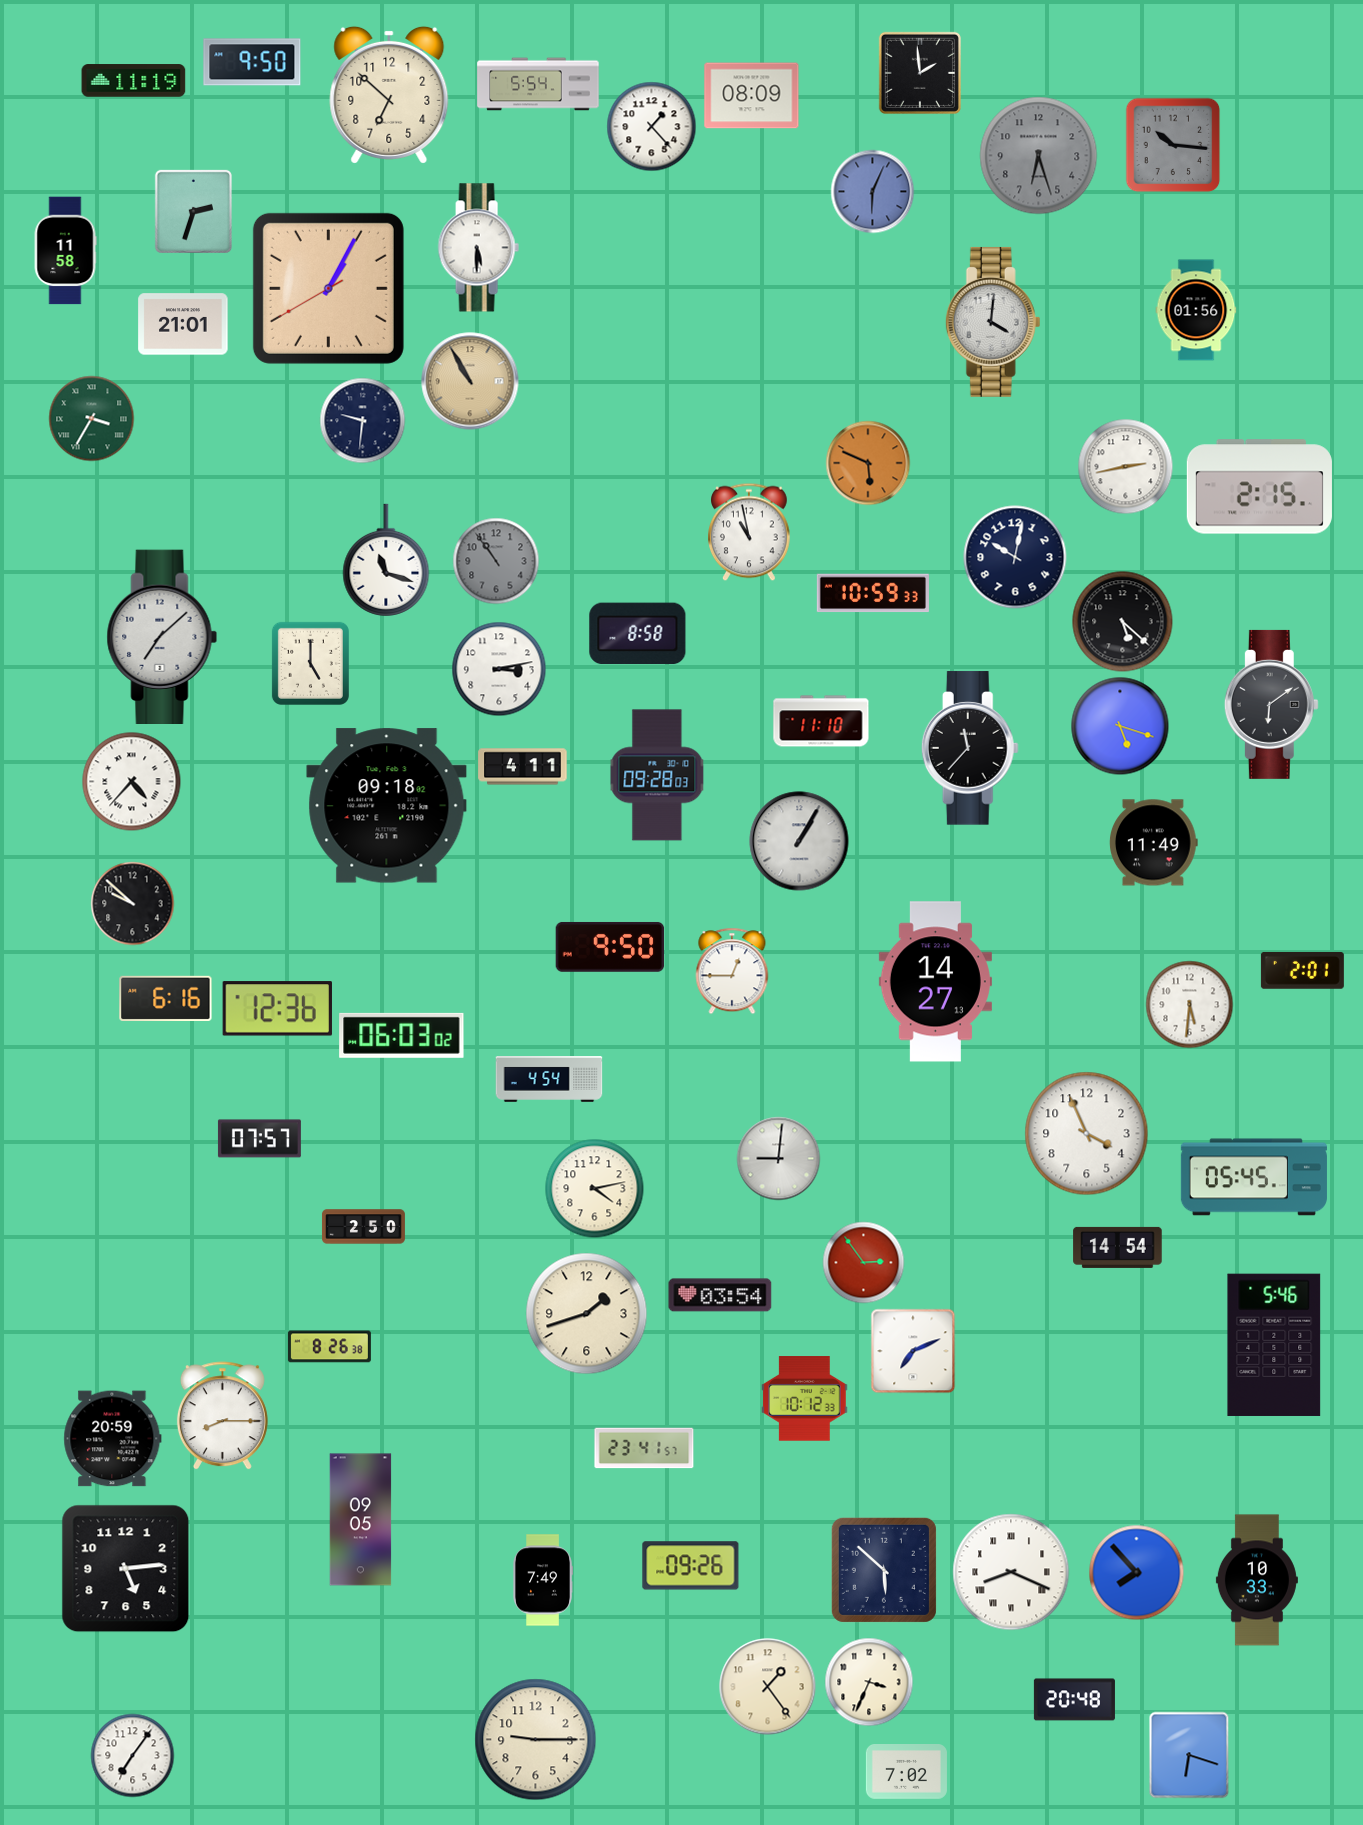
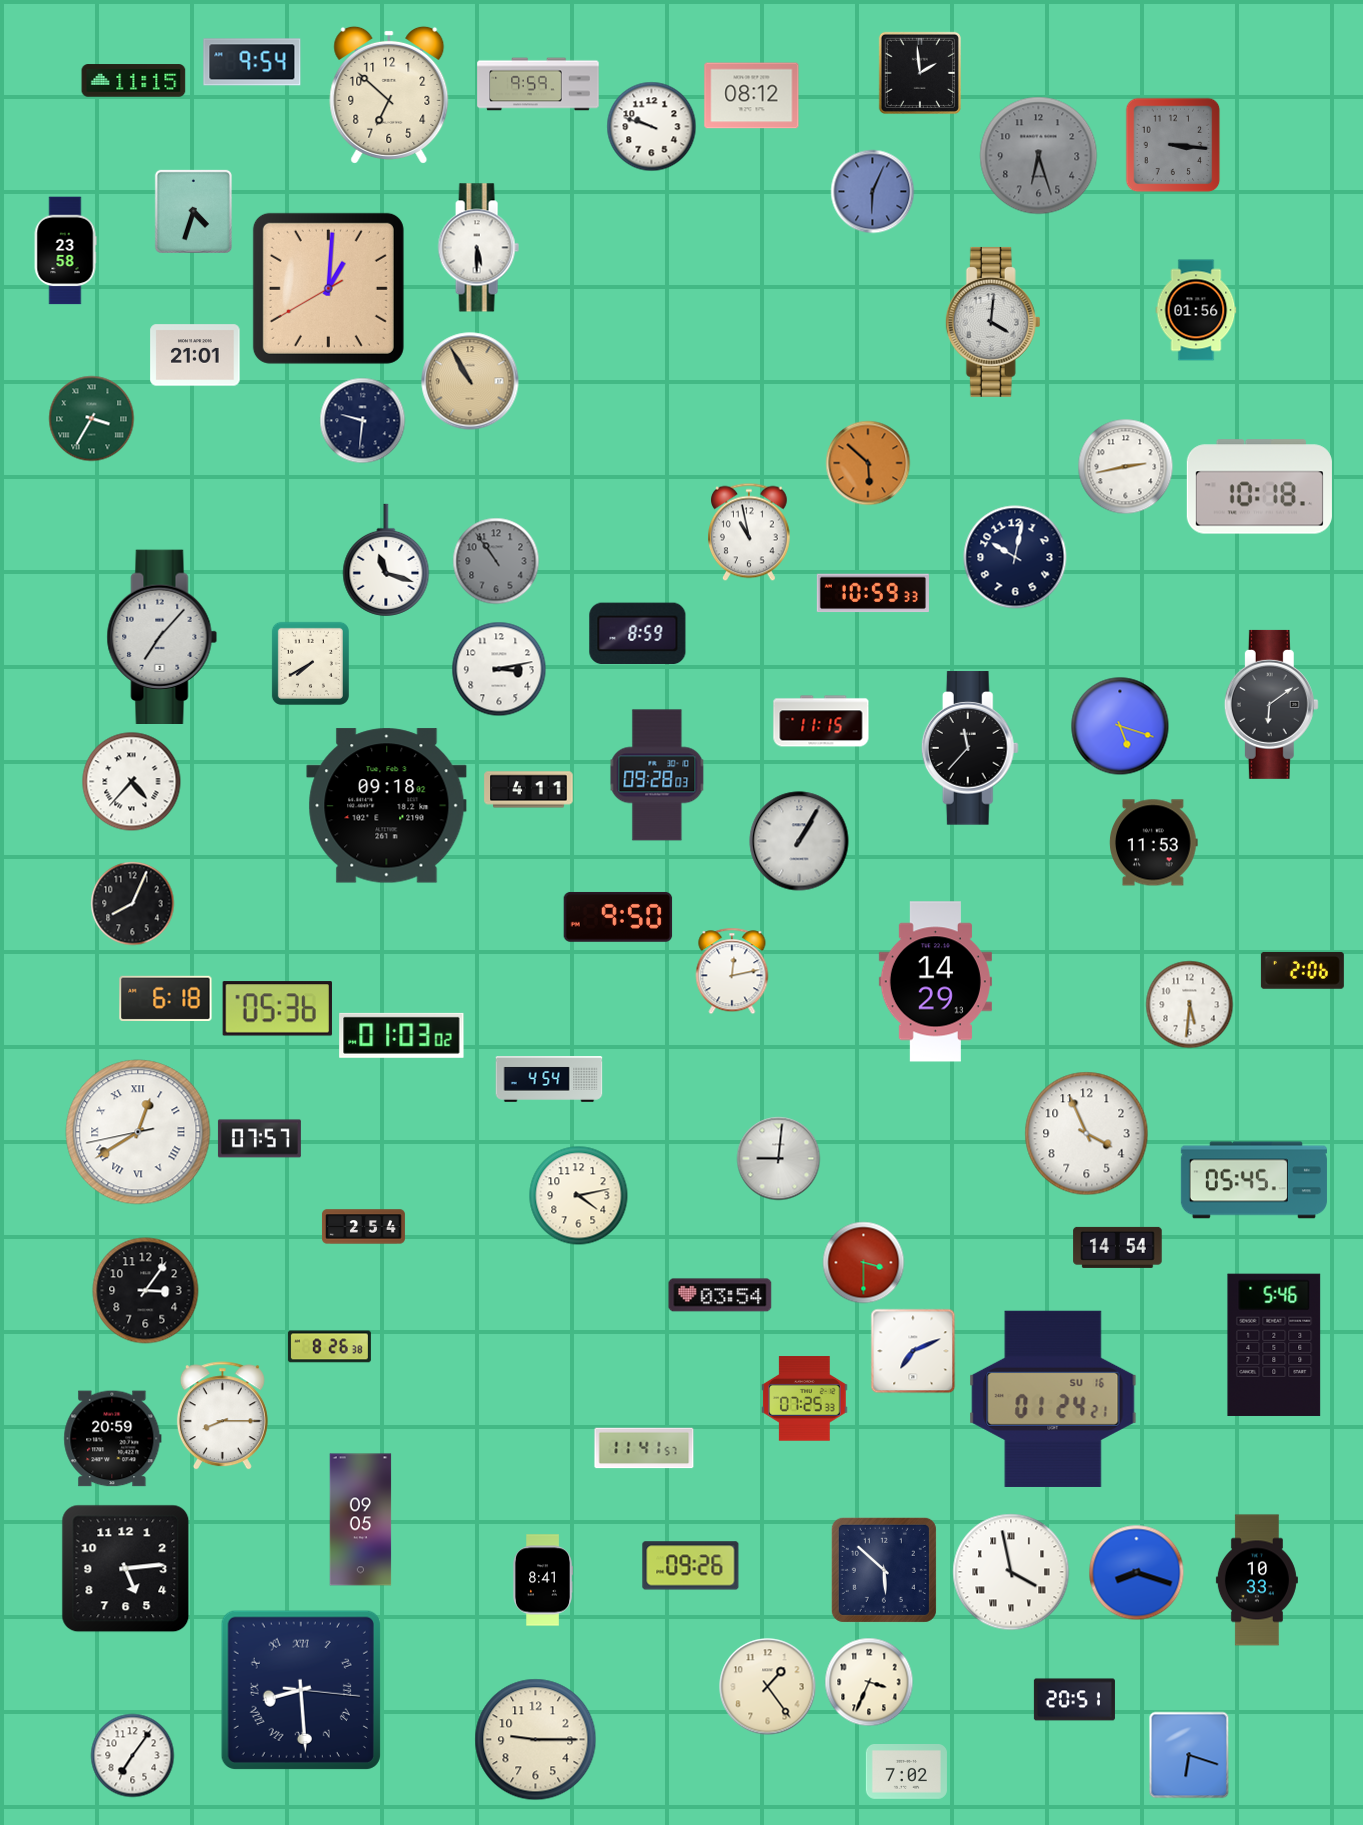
clock at (252, 62): 9:50 -> 9:54
clock at (134, 81): 11:19 -> 11:15
clock at (538, 84): 5:54 -> 9:59
clock at (752, 96): 08:09 -> 08:12
clock at (652, 127): 1:23 -> 9:48
clock at (1173, 145): 10:16 -> 3:16
clock at (193, 211): 2:33 -> 4:33
clock at (65, 251): 11:58 -> 23:58
clock at (328, 288): 1:04 -> 1:00
clock at (183, 324) position: (183, 324) -> (195, 355)
clock at (868, 463): 5:49 -> 5:52
clock at (1259, 487): 2:15 -> 10:18
clock at (1123, 622): 5:22 -> none
clock at (638, 634): 8:58 -> 8:59
clock at (162, 636): 7:08 -> 7:07
clock at (310, 663): 5:00 -> 7:40
clock at (821, 721): 11:10 -> 11:15
clock at (523, 767) position: (523, 767) -> (529, 790)
clock at (1154, 843): 11:49 -> 11:53
clock at (133, 904): 9:52 -> 8:04
clock at (610, 947) position: (610, 947) -> (618, 917)
clock at (732, 971): 12:45 -> 12:13
clock at (1302, 971): 2:01 -> 2:06
clock at (935, 982): 14:27 -> 14:29
clock at (166, 998): 6:16 -> 6:18
clock at (277, 1009): 12:36 -> 05:36
clock at (402, 1035): 06:03 -> 01:03
clock at (138, 1132): none -> 12:39
clock at (1254, 1177) position: (1254, 1177) -> (1254, 1180)
clock at (595, 1189) position: (595, 1189) -> (579, 1196)
clock at (363, 1227): 2:50 -> 2:54
clock at (864, 1263): 2:54 -> 3:30
clock at (146, 1291): none -> 3:06
clock at (587, 1314): 1:42 -> none
clock at (805, 1399): 10:12 -> 07:25
clock at (1053, 1399): none -> 01:24
clock at (644, 1448): 23:41 -> 11:41
clock at (1011, 1572): 8:19 -> 3:58
clock at (1137, 1573): 7:53 -> 8:18
clock at (543, 1580): 7:49 -> 8:41
clock at (301, 1690): none -> 8:29
clock at (1074, 1700): 20:48 -> 20:51
